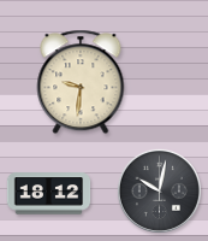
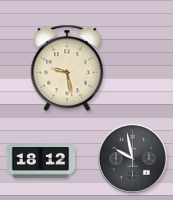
clock at (81, 82): 9:31 -> 9:28
clock at (159, 190): 10:02 -> 9:58
